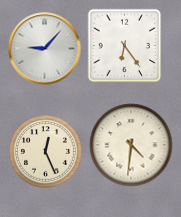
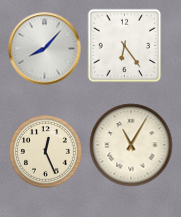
clock at (45, 49): 9:07 -> 8:07
clock at (131, 145): 4:31 -> 11:05
